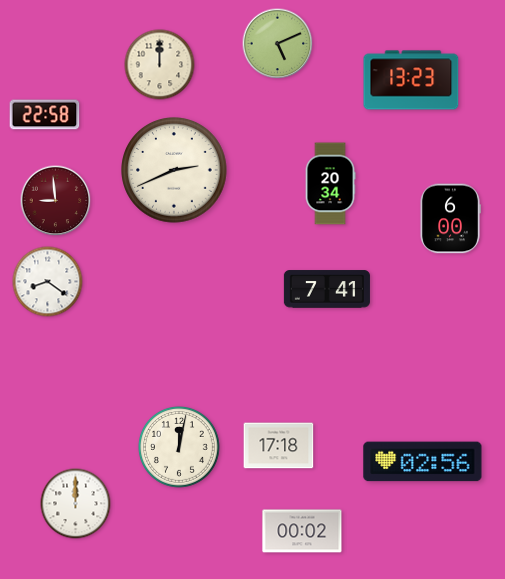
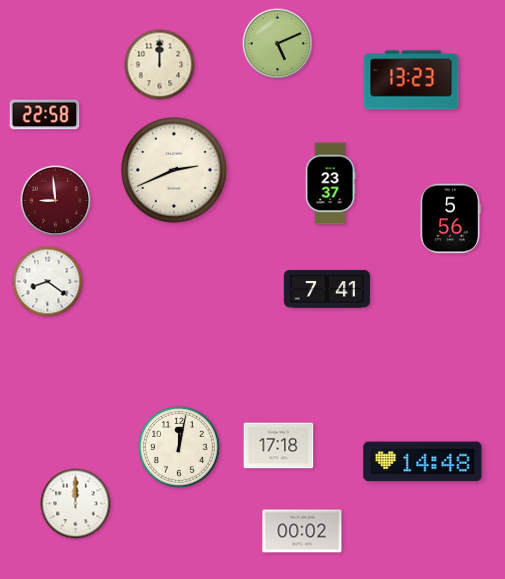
clock at (330, 184): 20:34 -> 23:37
clock at (450, 219): 6:00 -> 5:56
clock at (423, 462): 02:56 -> 14:48
